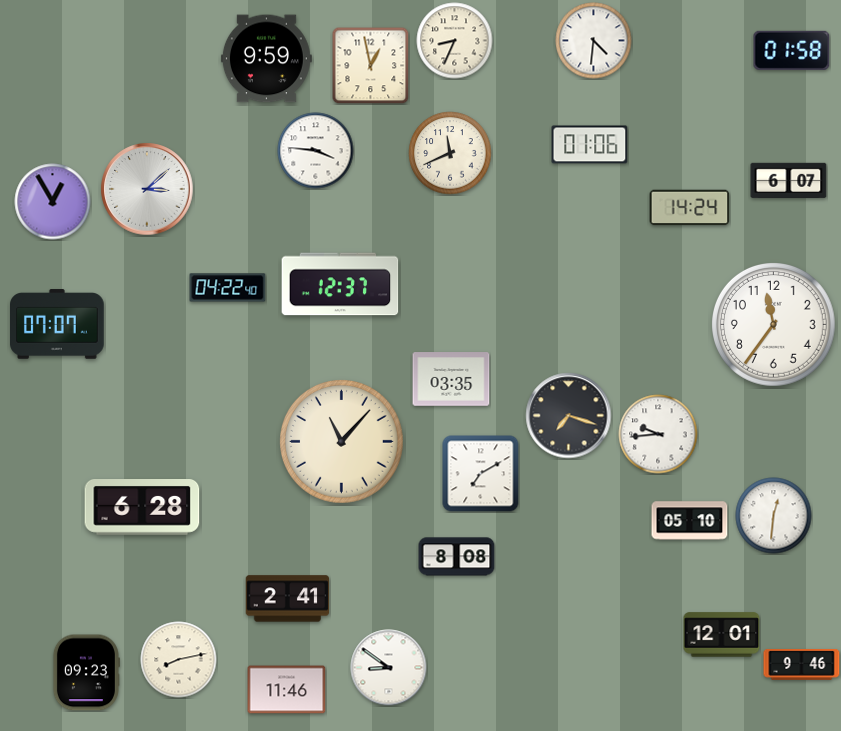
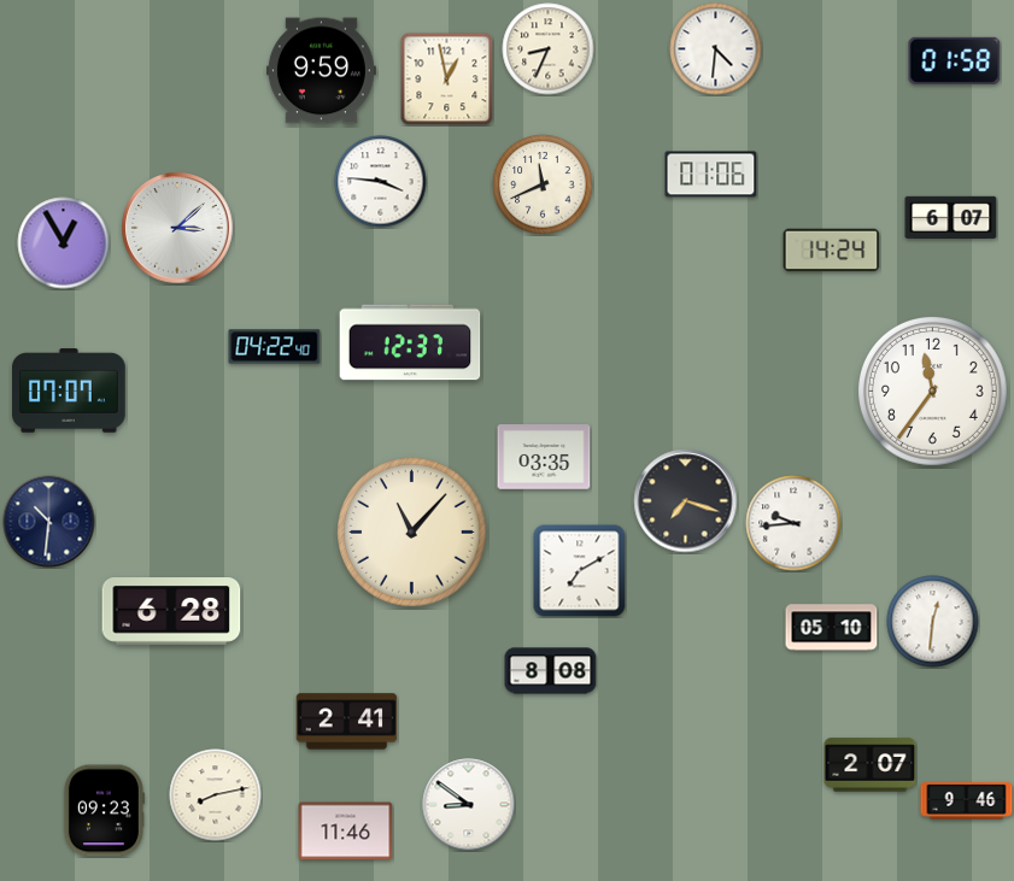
clock at (49, 522): none -> 10:31
clock at (722, 635): 12:01 -> 2:07
